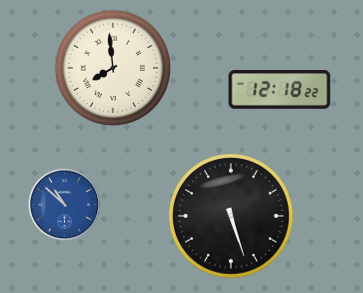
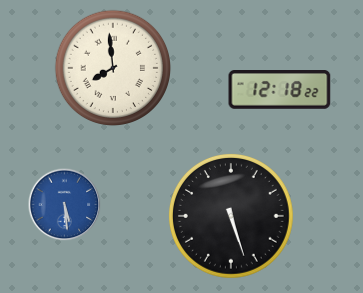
clock at (65, 205): 10:52 -> 5:29
